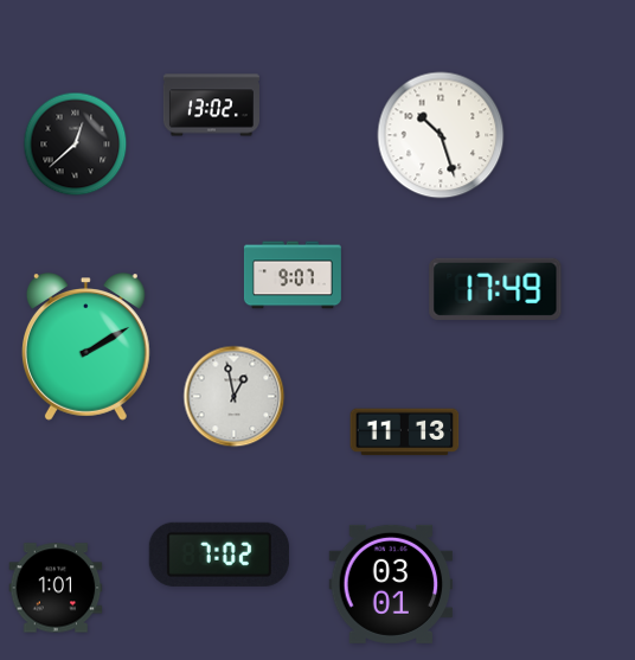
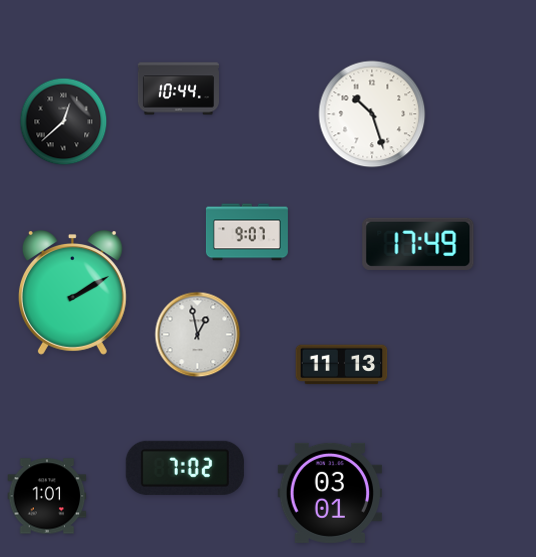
clock at (211, 105): 13:02 -> 10:44
